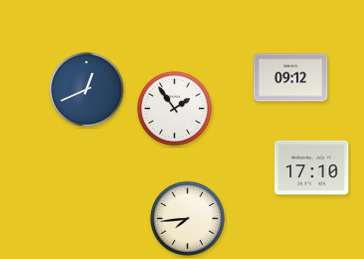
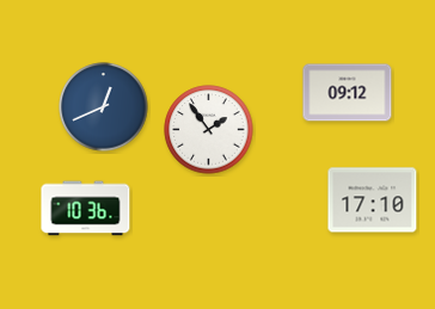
clock at (86, 209): none -> 10:36
clock at (188, 219): 7:44 -> none
